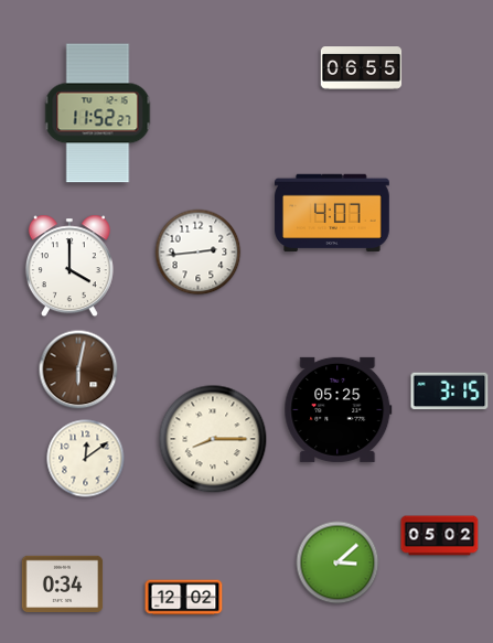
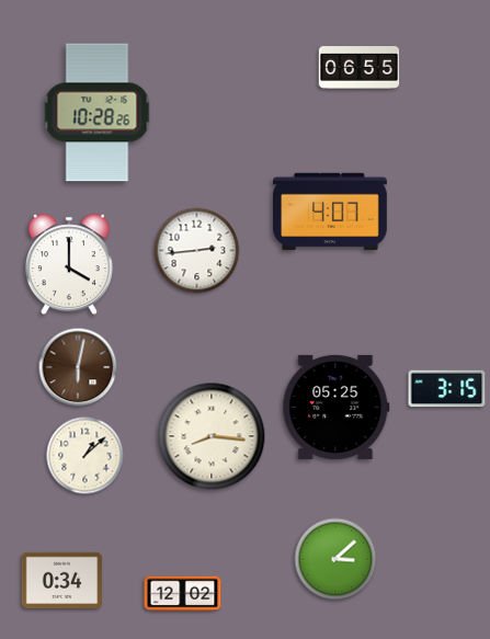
clock at (98, 114): 11:52 -> 10:28
clock at (213, 439): 8:15 -> 8:16
clock at (86, 459): 12:09 -> 1:08
clock at (440, 536): 05:02 -> none
